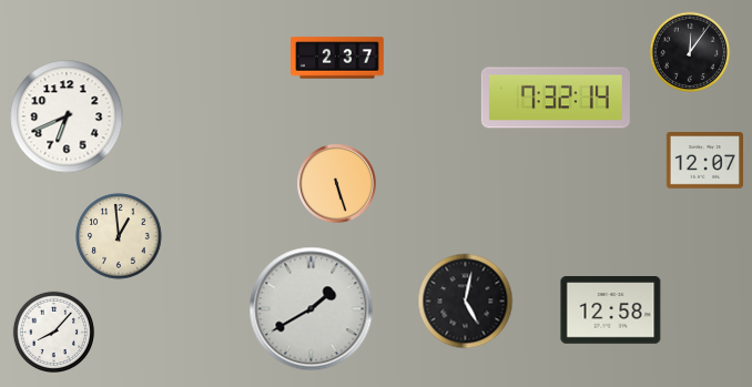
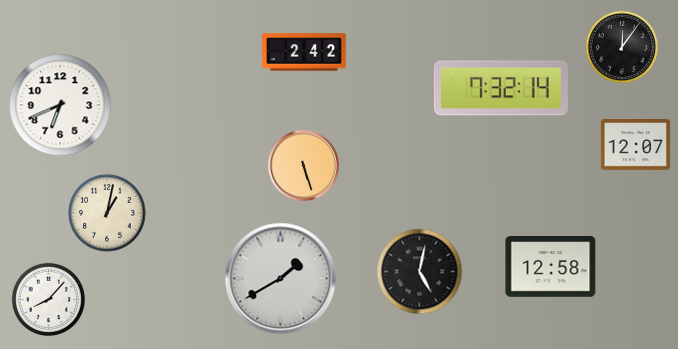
clock at (338, 58): 2:37 -> 2:42
clock at (119, 236): 12:59 -> 1:02
clock at (611, 310) position: (611, 310) -> (551, 267)
